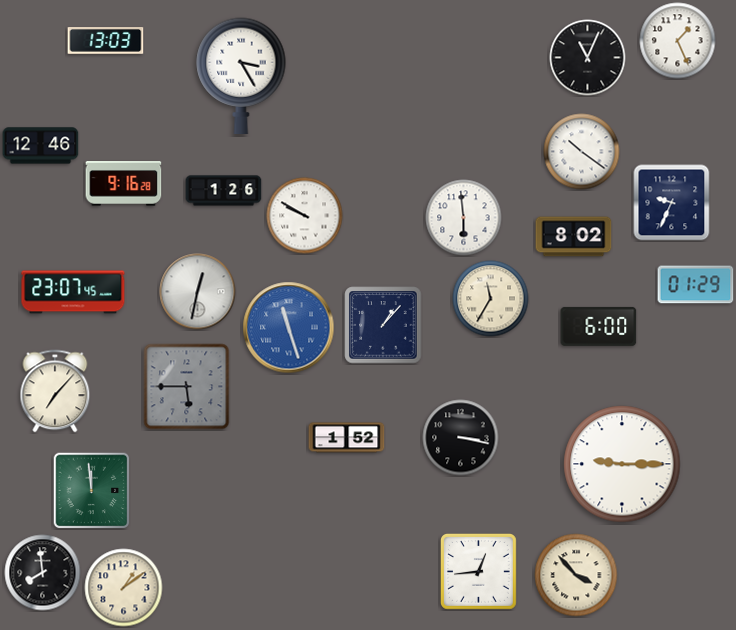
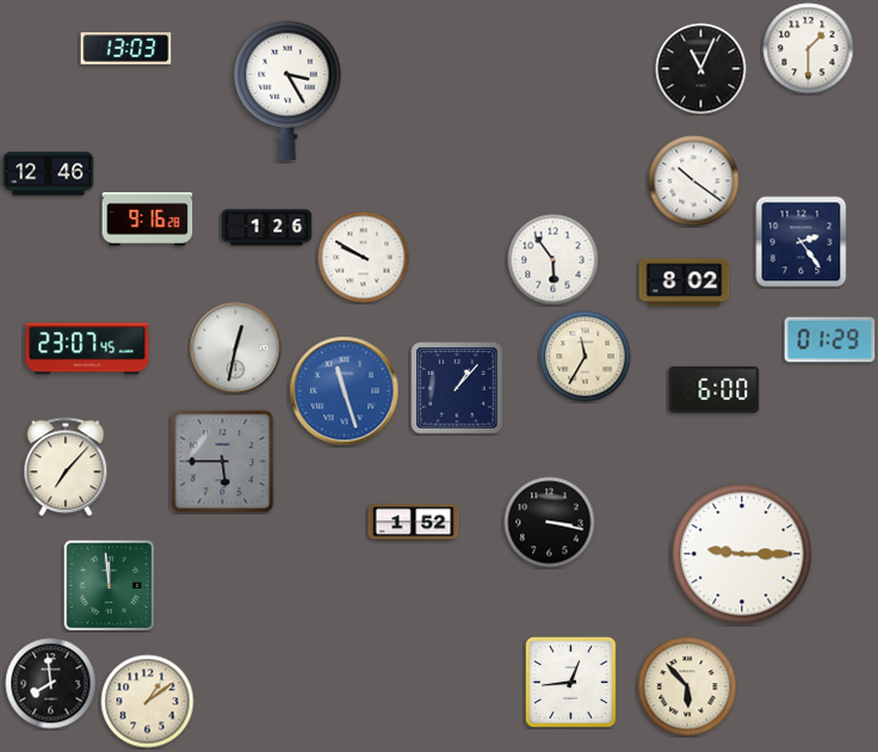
clock at (678, 41): 1:26 -> 1:30
clock at (672, 203): 9:34 -> 2:24
clock at (464, 218): 5:59 -> 5:54
clock at (576, 575): 3:53 -> 5:53
